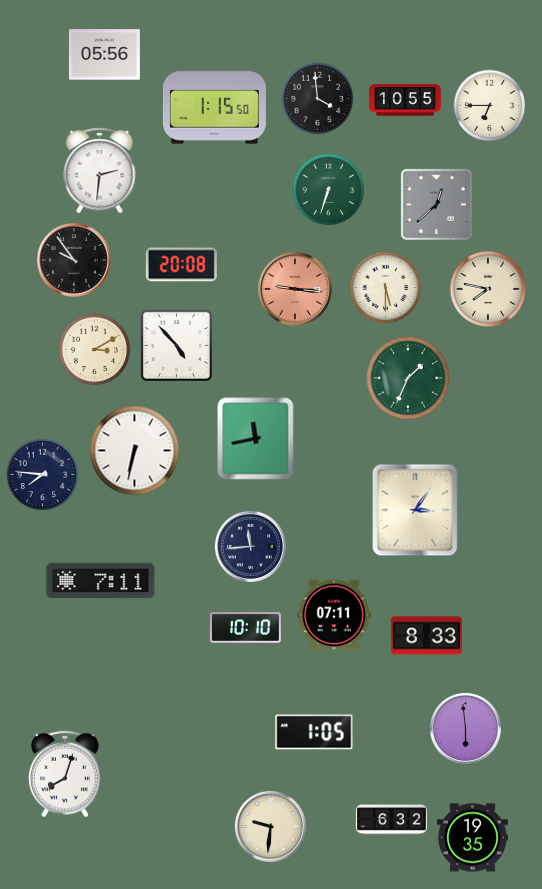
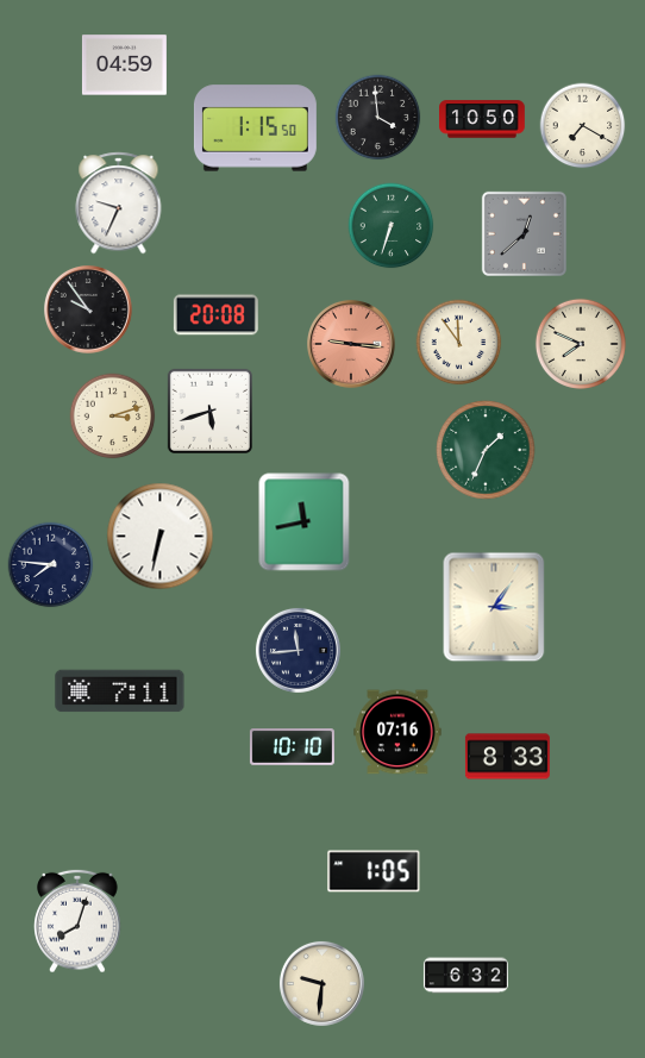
clock at (104, 55): 05:56 -> 04:59
clock at (406, 100): 10:55 -> 10:50
clock at (490, 106): 6:45 -> 7:20
clock at (100, 171): 2:31 -> 9:34
clock at (436, 204) position: (436, 204) -> (524, 233)
clock at (386, 288): 5:30 -> 11:54
clock at (488, 289): 7:47 -> 7:49
clock at (176, 345): 4:53 -> 5:42
clock at (95, 350): 3:10 -> 3:12
clock at (334, 615): 07:11 -> 07:16
clock at (465, 728): 5:59 -> none
clock at (472, 838): 19:35 -> none
